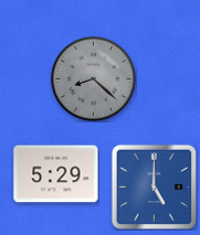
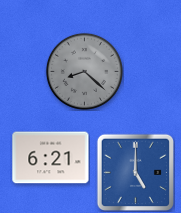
clock at (56, 174): 5:29 -> 6:21
clock at (154, 186) position: (154, 186) -> (135, 172)
